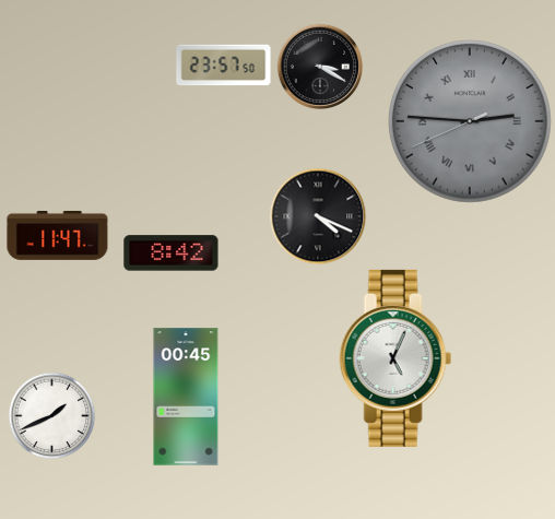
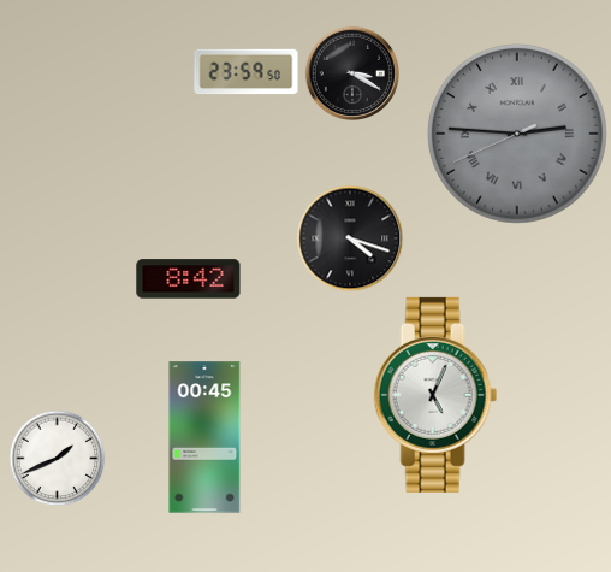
clock at (224, 66): 23:57 -> 23:59
clock at (318, 216): 4:19 -> 4:18
clock at (58, 236): 11:47 -> none
